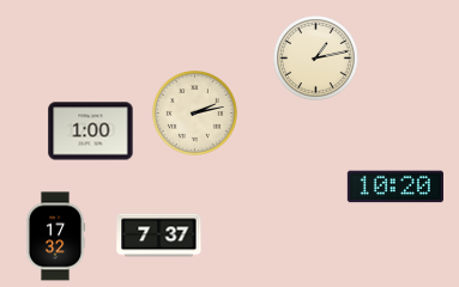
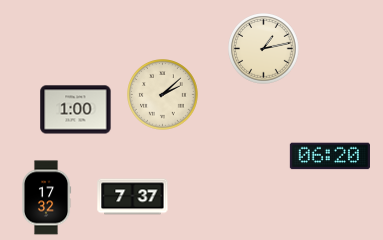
clock at (195, 114): 2:13 -> 2:08
clock at (395, 187): 10:20 -> 06:20
